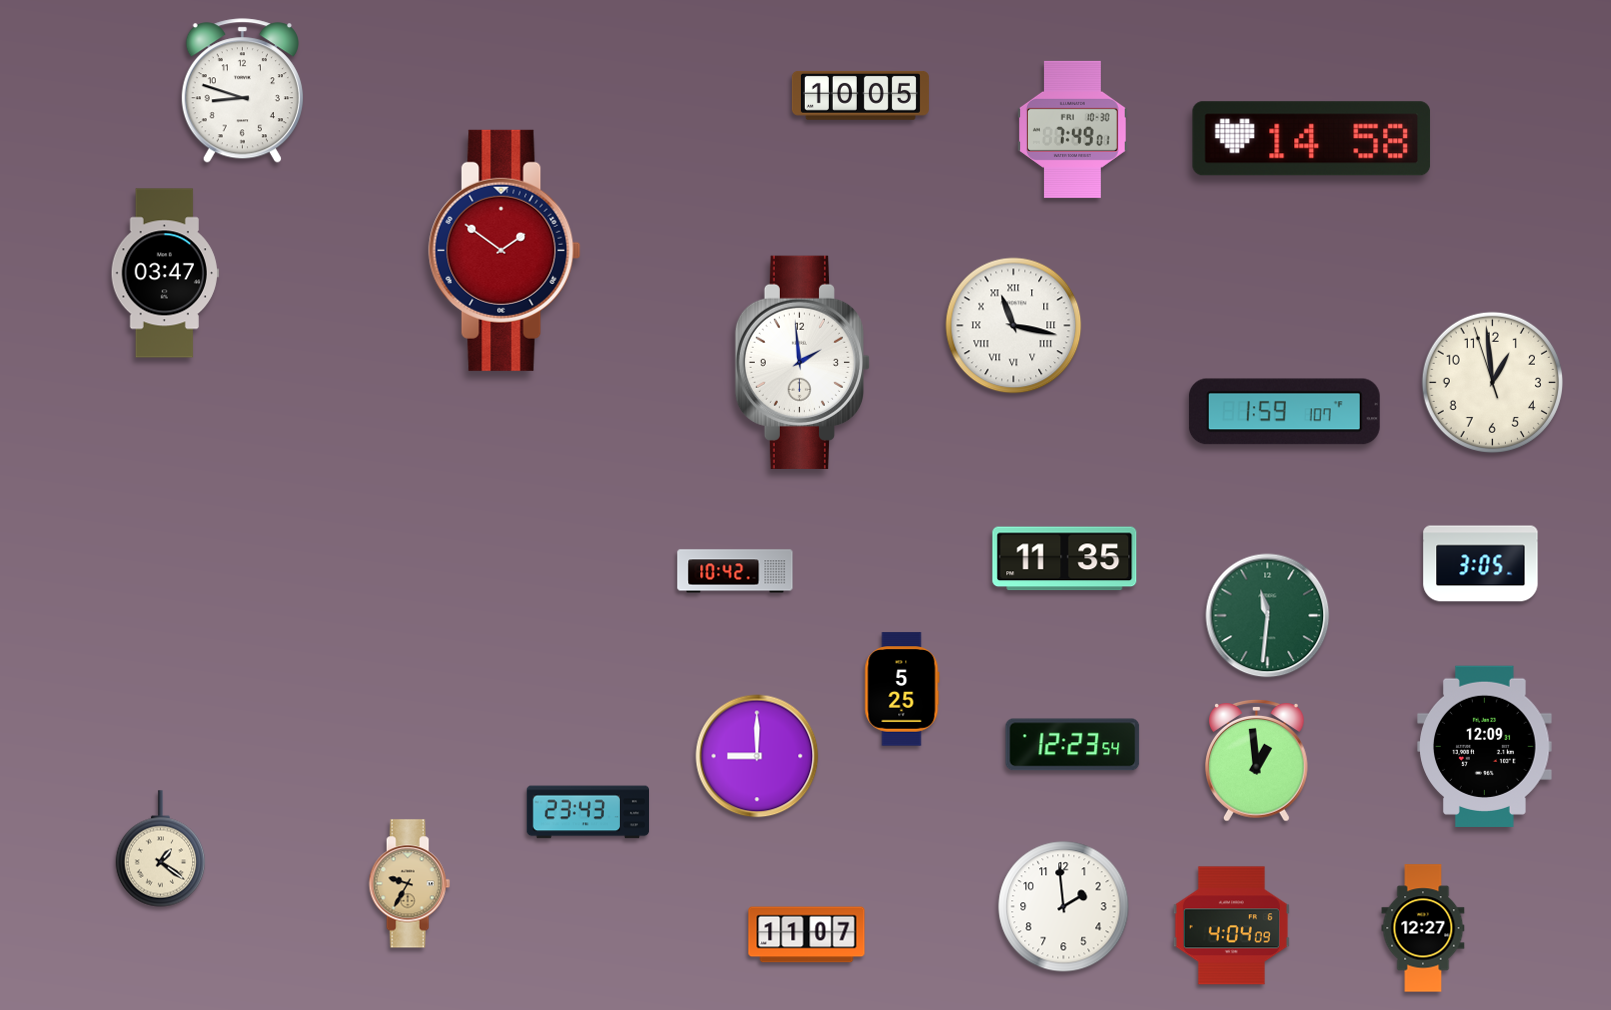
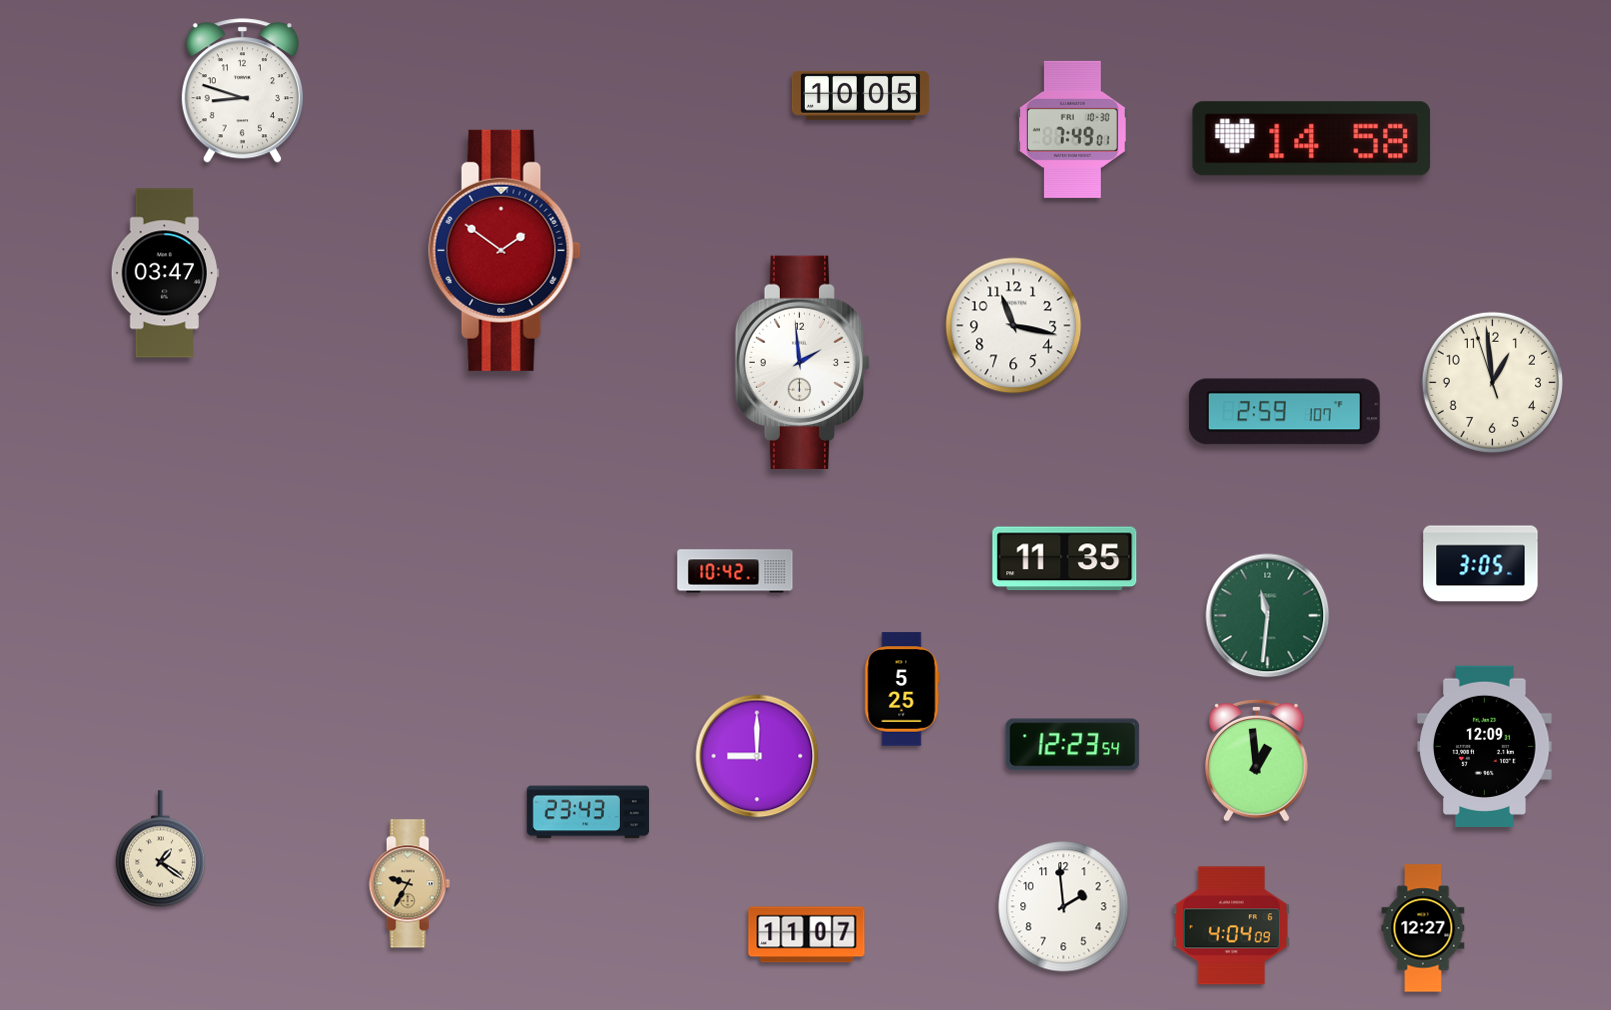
clock at (1014, 326) numerals: Roman -> Arabic
clock at (1284, 412): 1:59 -> 2:59
